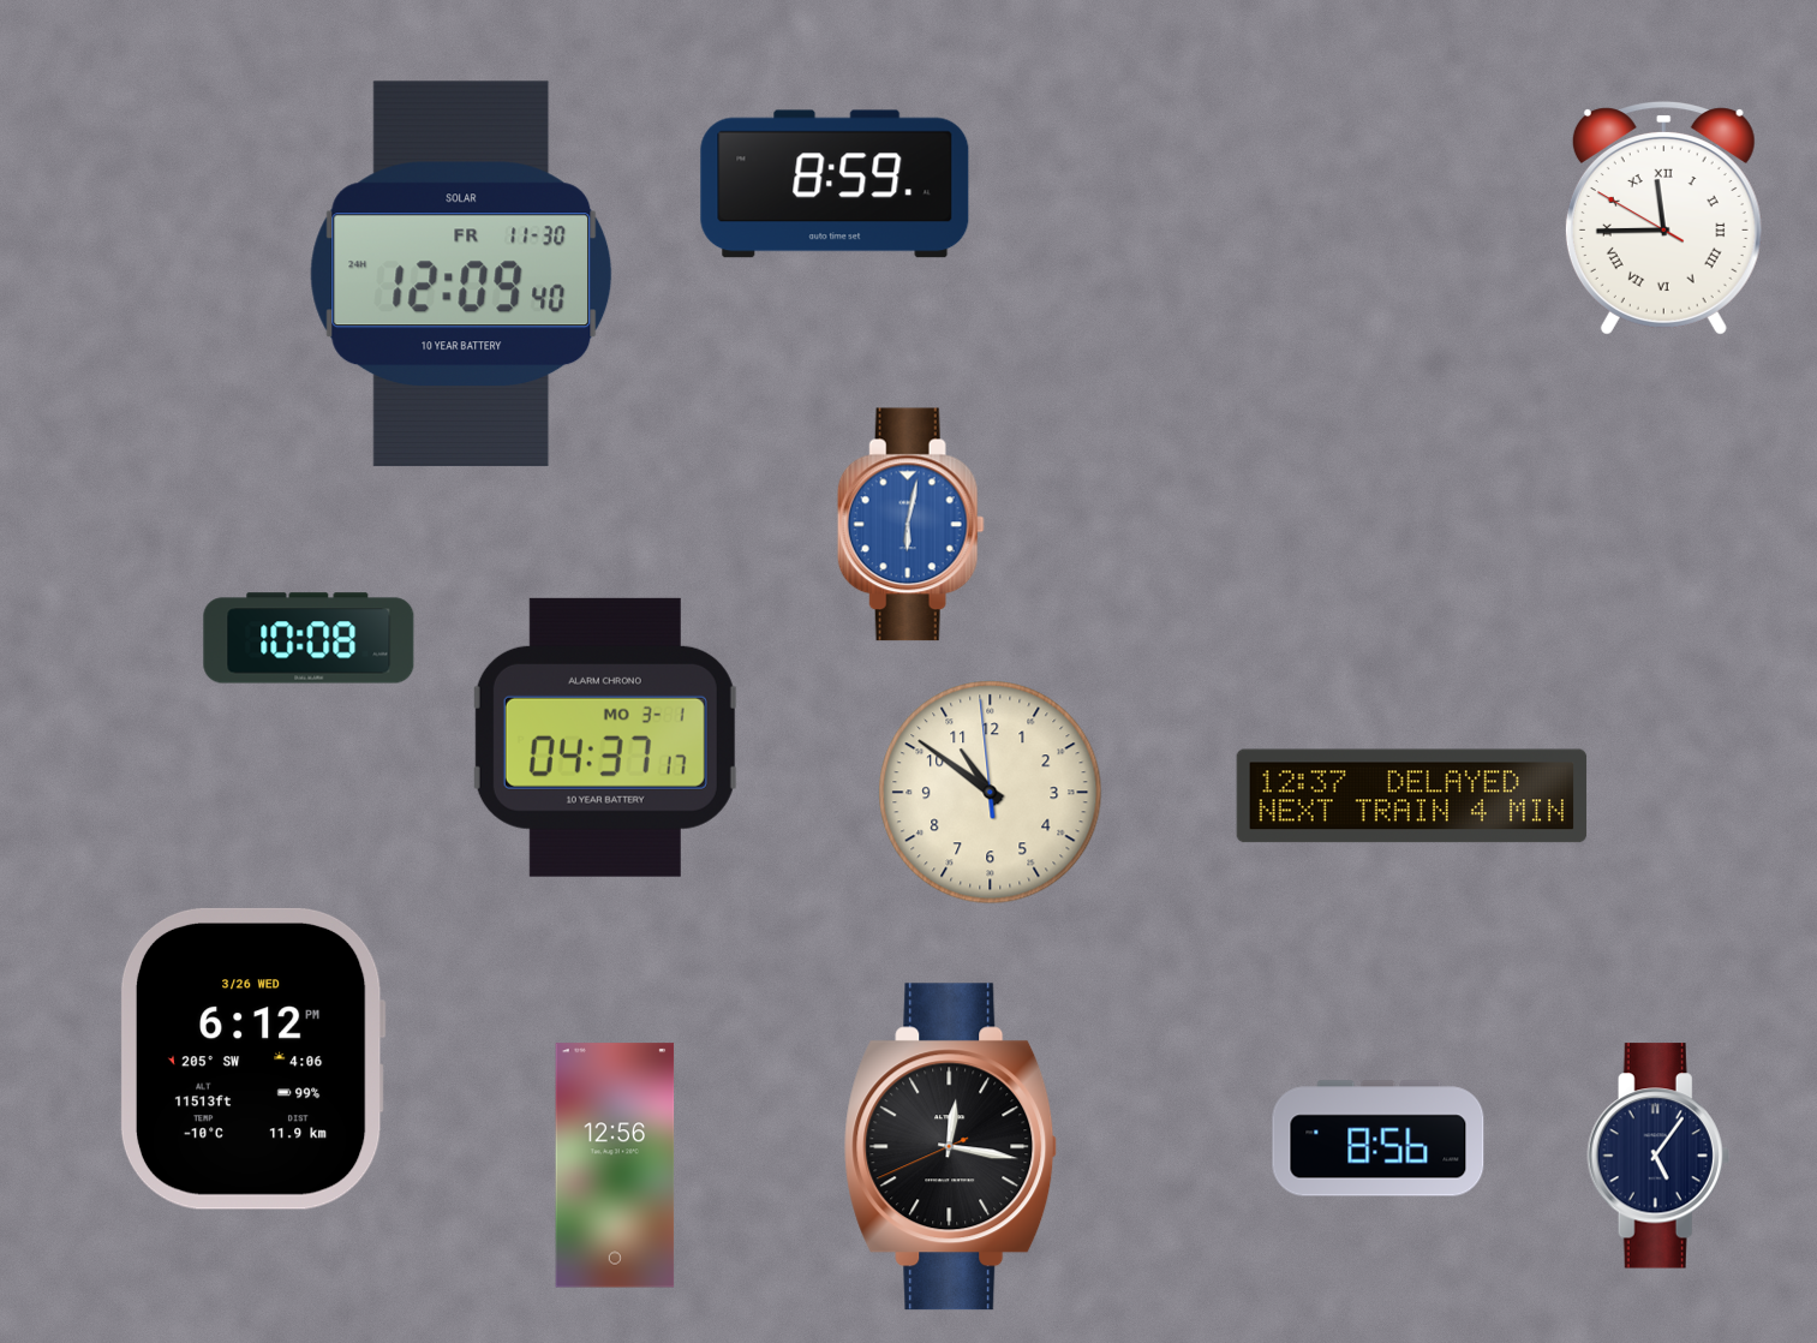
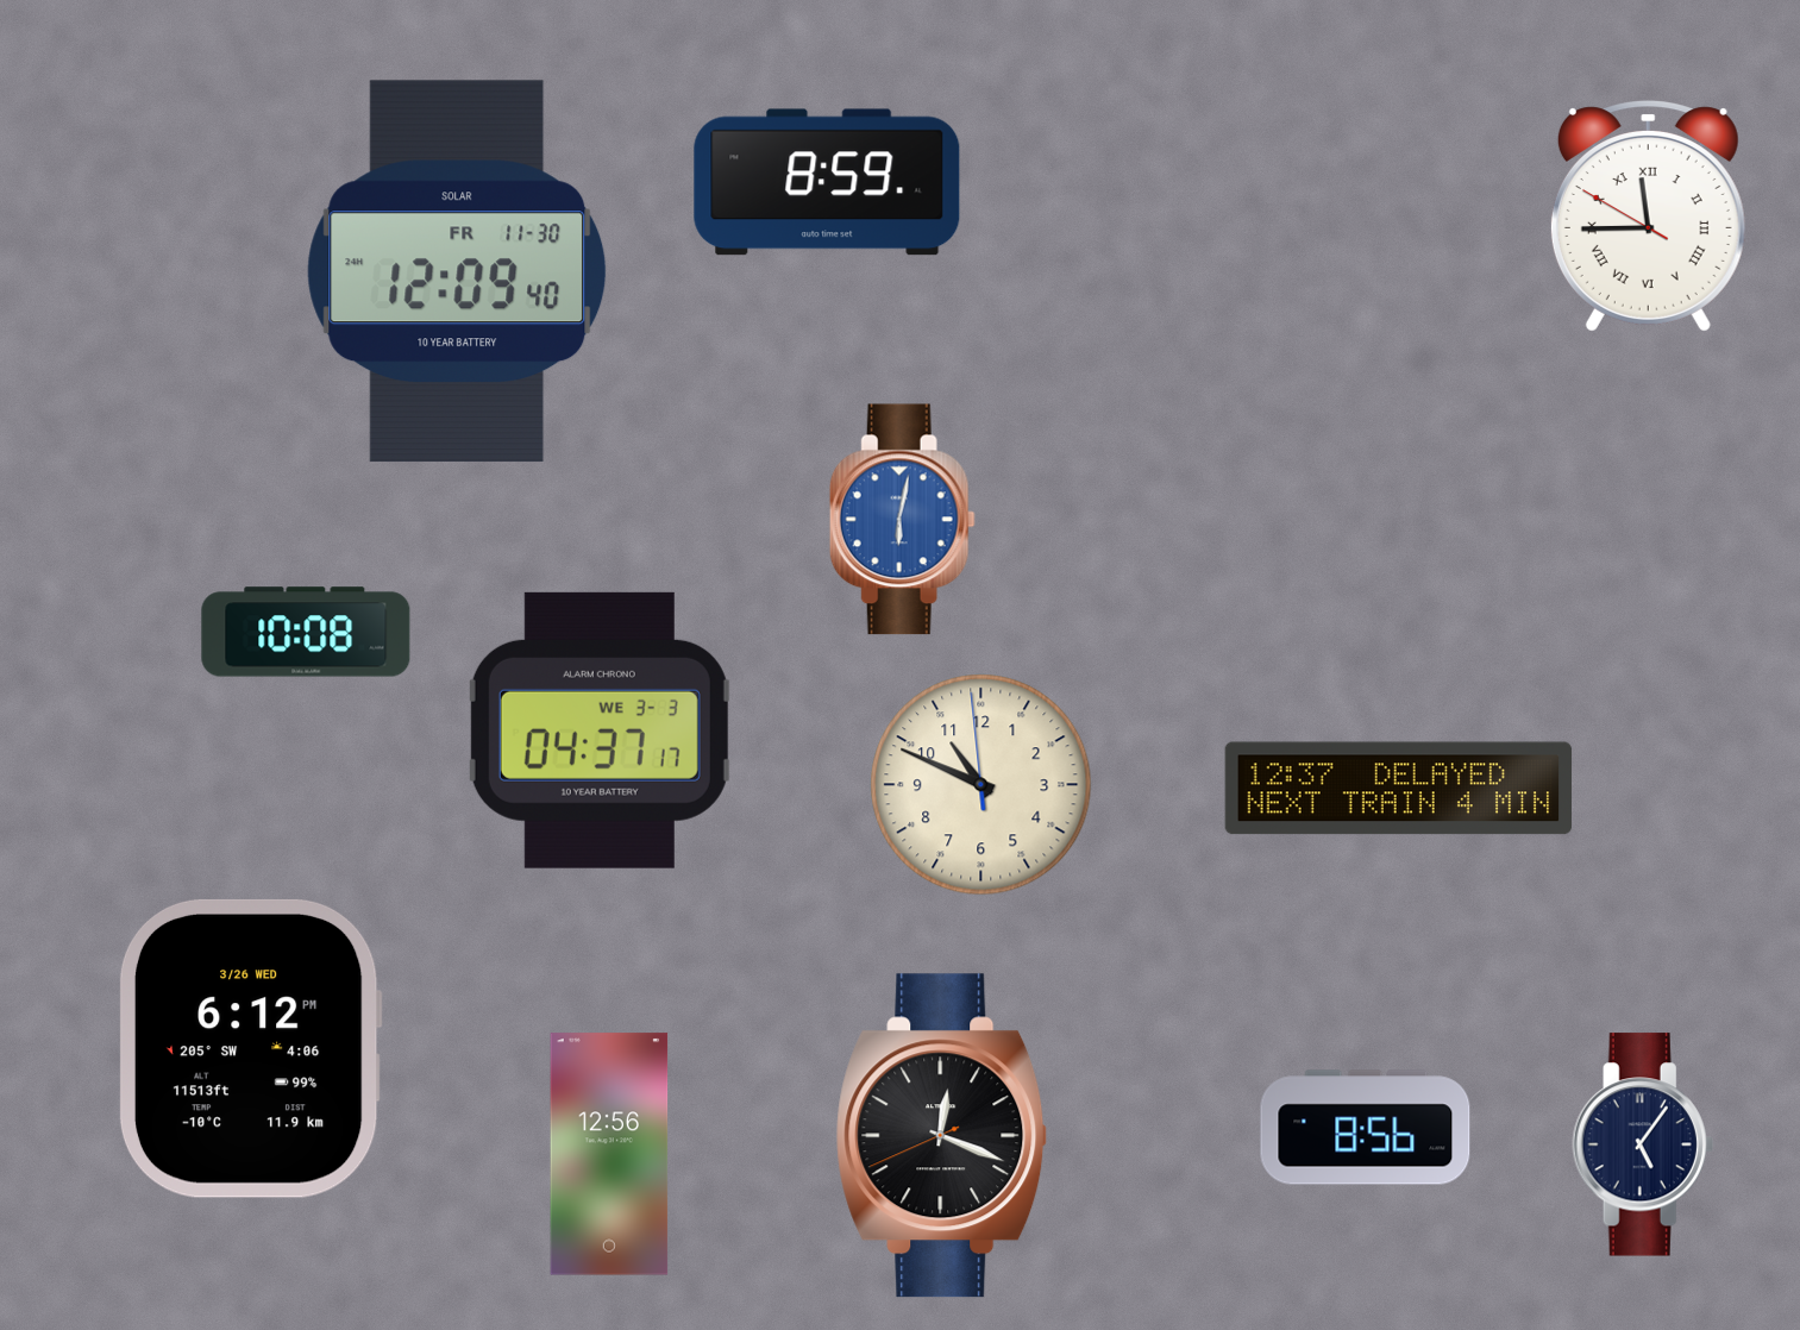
clock at (605, 738) date: MO 3-1 -> WE 3-3
clock at (991, 793): 10:50 -> 10:48
clock at (951, 1147): 12:16 -> 12:18
